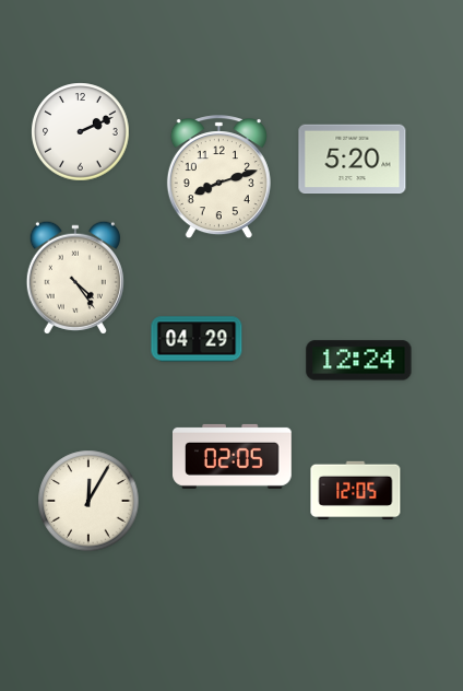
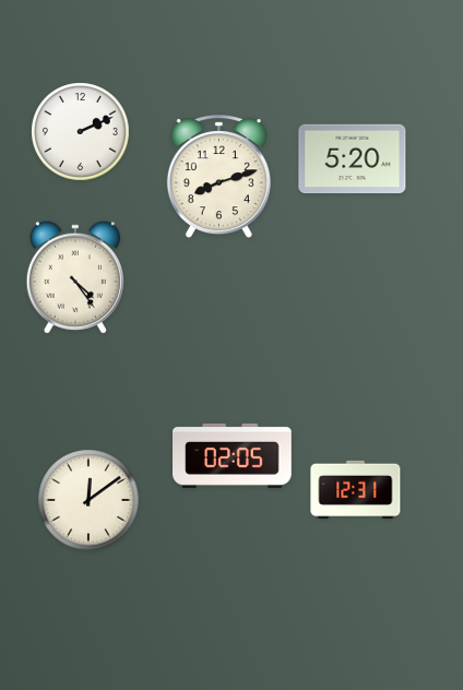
clock at (197, 339): 04:29 -> none
clock at (359, 361): 12:24 -> none
clock at (356, 490): 12:05 -> 12:31
clock at (88, 501): 12:05 -> 12:09
